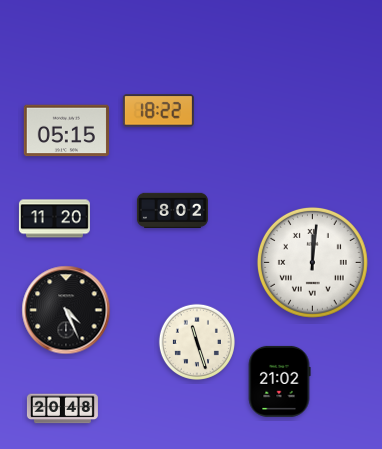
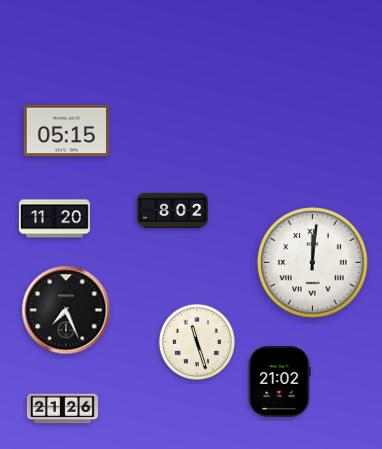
clock at (158, 111): 18:22 -> none
clock at (66, 310): 4:26 -> 7:26
clock at (62, 409): 20:48 -> 21:26
